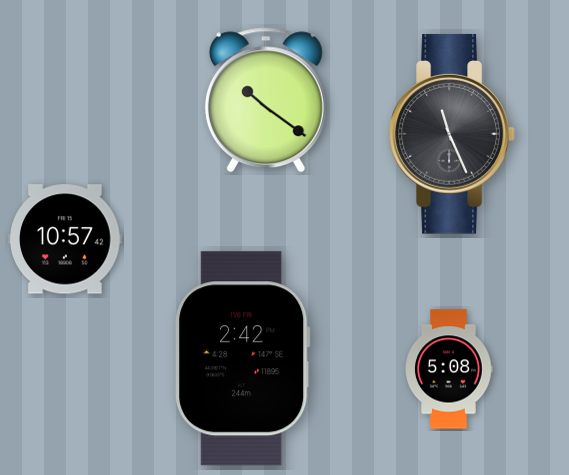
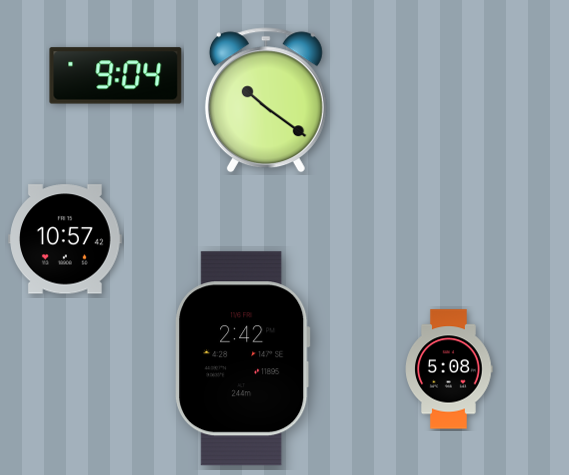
clock at (116, 76): none -> 9:04
clock at (452, 134): 11:26 -> none
